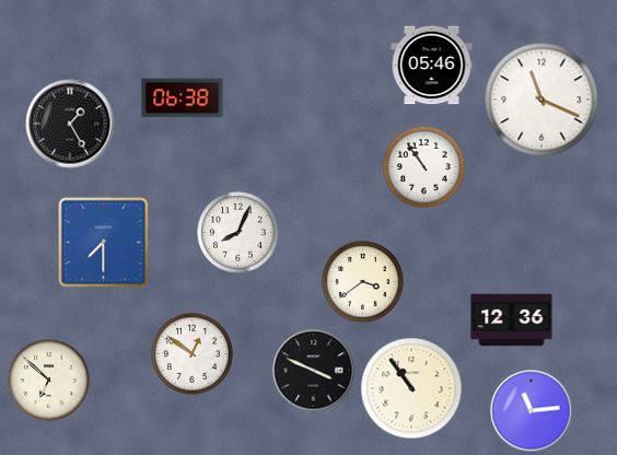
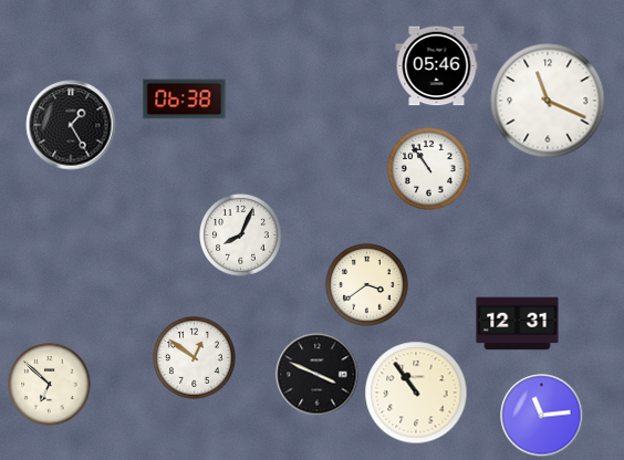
clock at (104, 243): 7:30 -> none
clock at (512, 320): 12:36 -> 12:31
clock at (532, 411) position: (532, 411) -> (542, 416)
